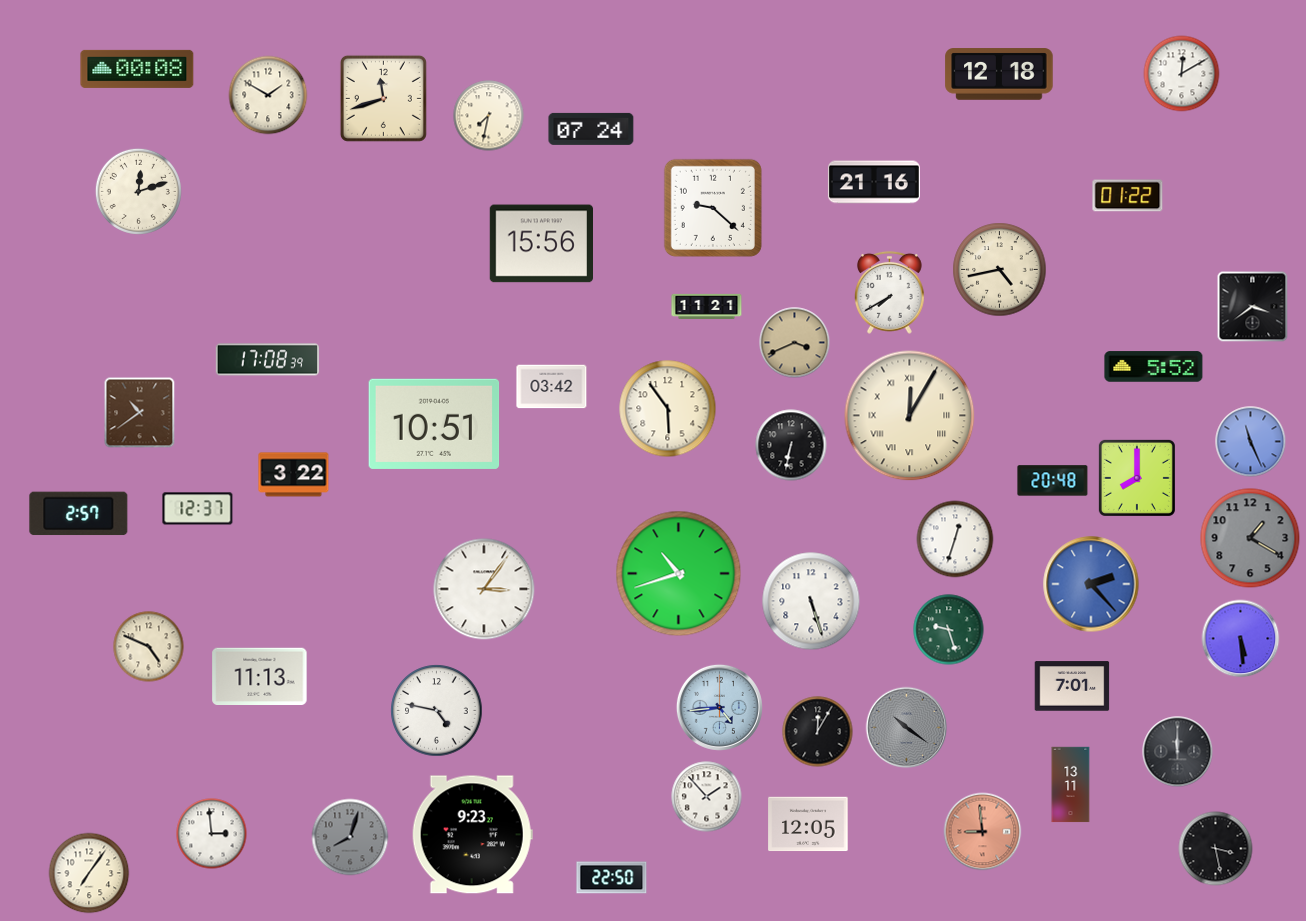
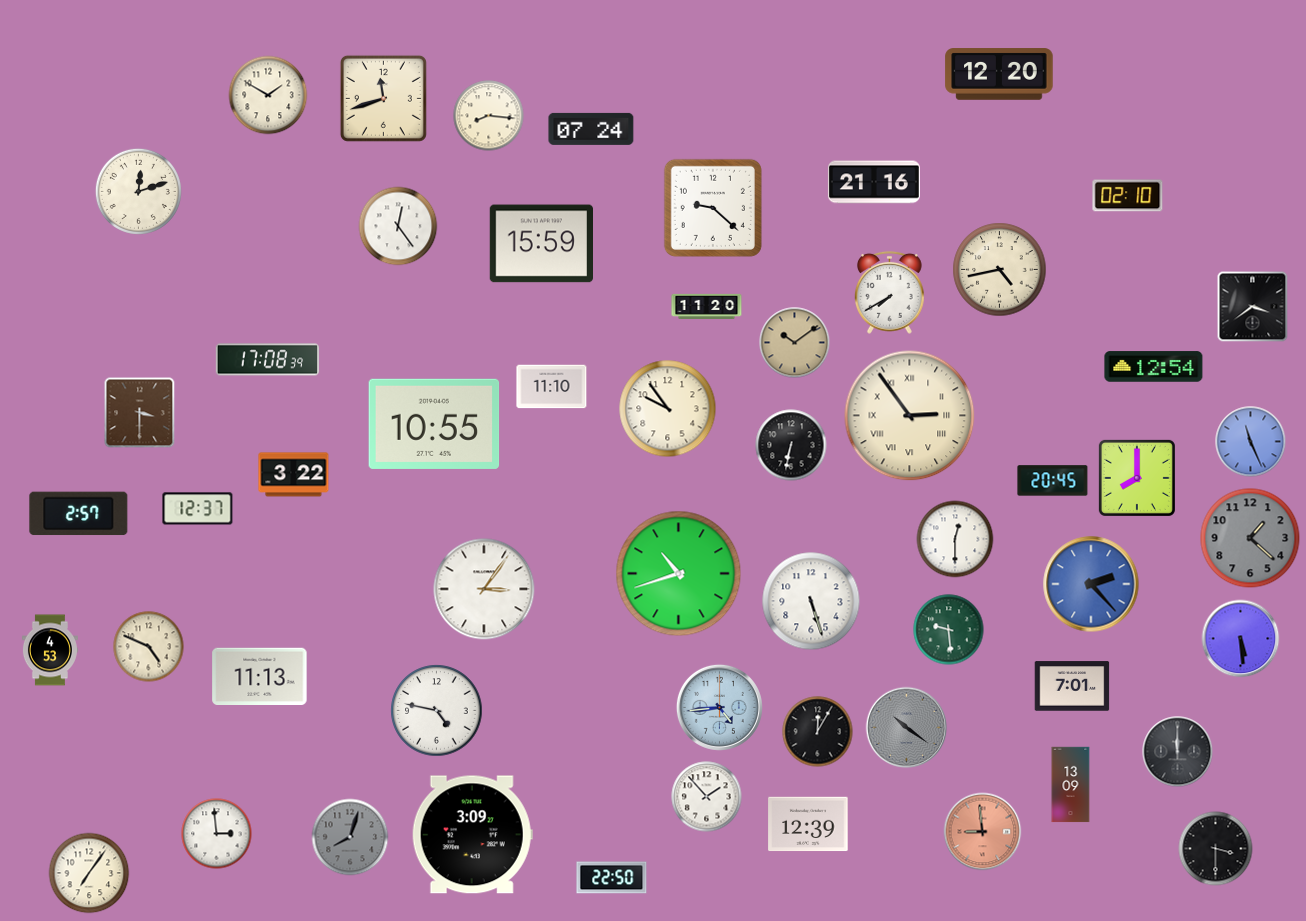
clock at (137, 69): 00:08 -> none
clock at (999, 74): 12:18 -> 12:20
clock at (1182, 74): 12:10 -> none
clock at (489, 116): 7:32 -> 8:16
clock at (1128, 196): 01:22 -> 02:10
clock at (398, 226): none -> 12:24
clock at (541, 244): 15:56 -> 15:59
clock at (707, 307): 11:21 -> 11:20
clock at (795, 343): 3:41 -> 10:09
clock at (1154, 367): 5:52 -> 12:54
clock at (552, 387): 03:42 -> 11:10
clock at (668, 409): 5:54 -> 9:54
clock at (140, 413): 10:39 -> 3:30
clock at (910, 416): 12:05 -> 2:54
clock at (434, 424): 10:51 -> 10:55
clock at (1053, 481): 20:48 -> 20:45
clock at (1250, 538): 1:20 -> 1:22
clock at (955, 539): 12:33 -> 12:30
clock at (949, 630): 9:27 -> 9:29
clock at (50, 650): none -> 4:53
clock at (1071, 785): 13:11 -> 13:09
clock at (808, 824): 12:05 -> 12:39
clock at (212, 834) position: (212, 834) -> (217, 834)
clock at (472, 835): 9:23 -> 3:09
clock at (1216, 849): 3:28 -> 3:30
